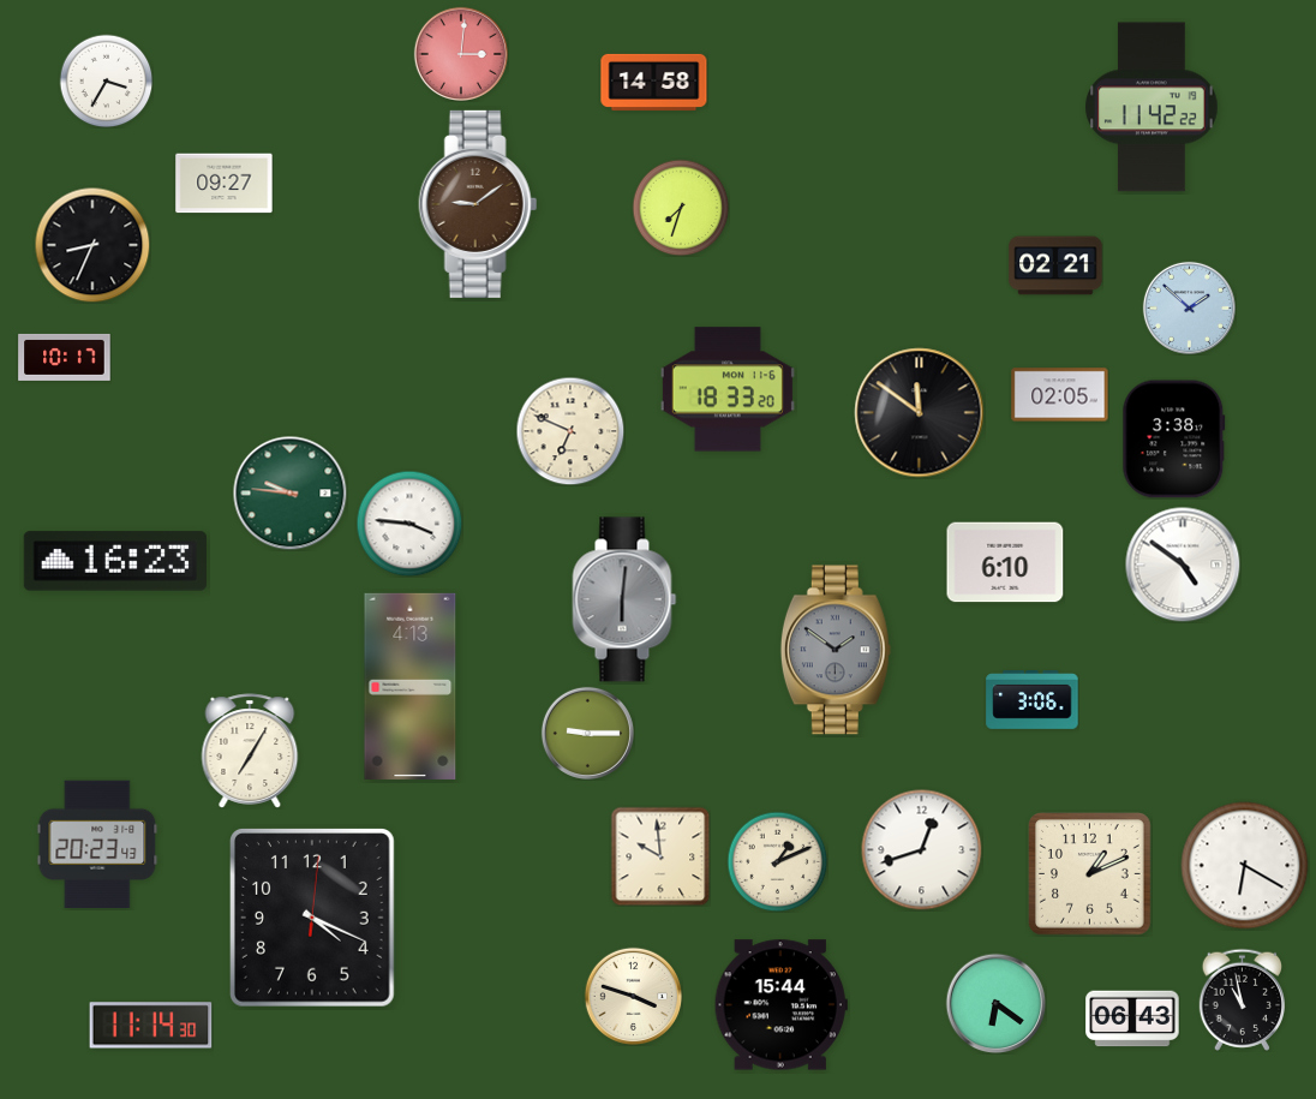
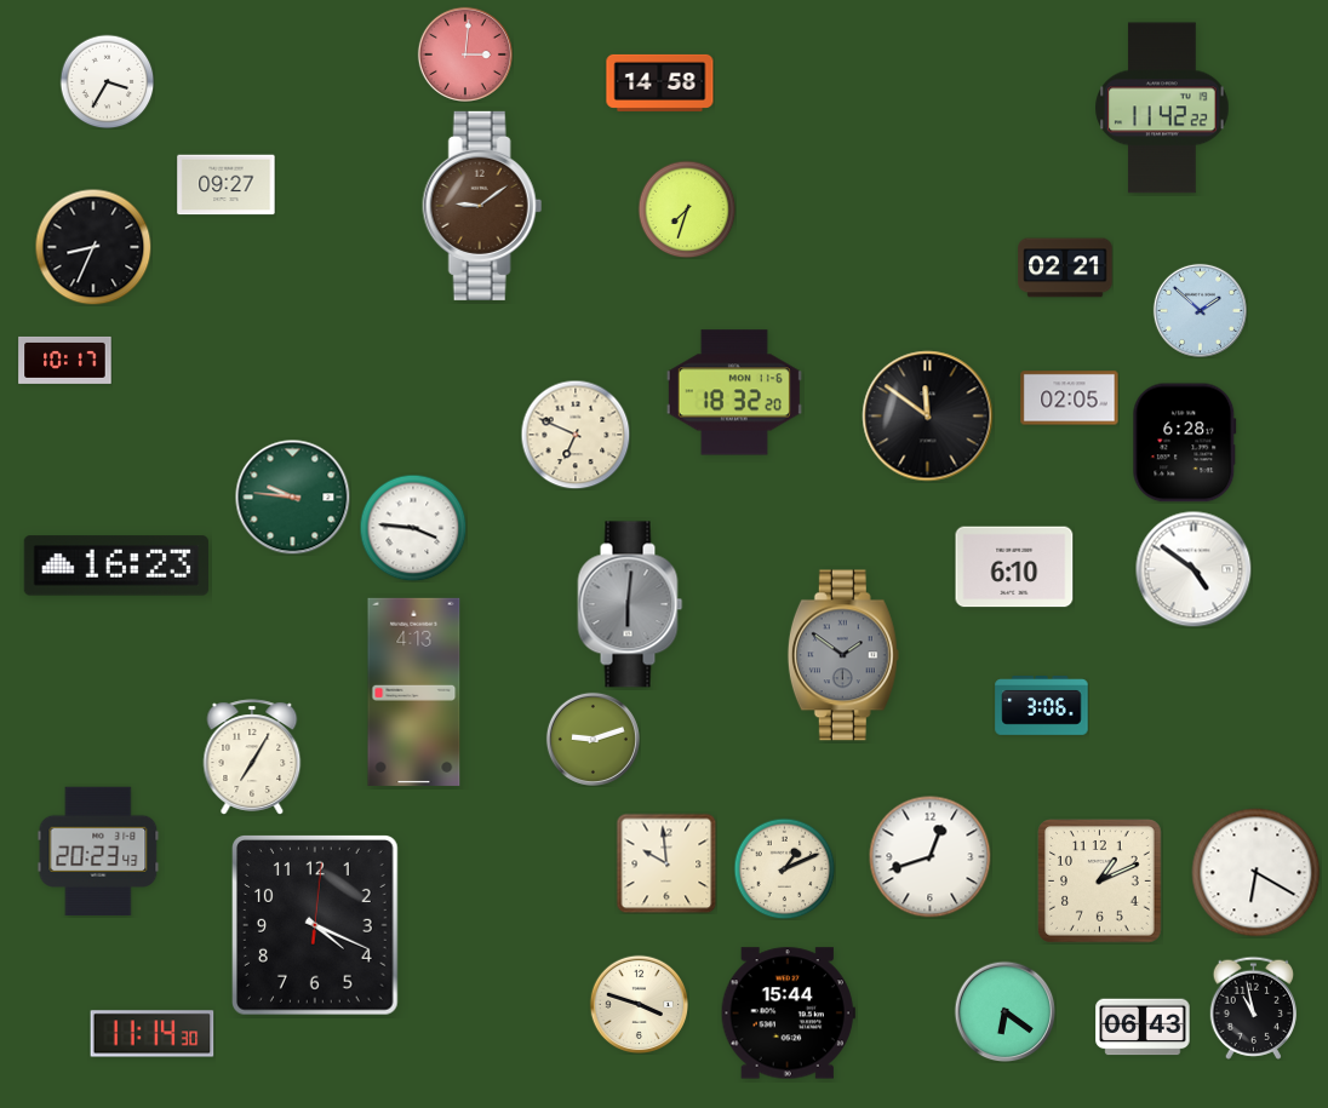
clock at (728, 389): 18:33 -> 18:32
clock at (1174, 440): 3:38 -> 6:28
clock at (587, 733): 9:15 -> 9:12
